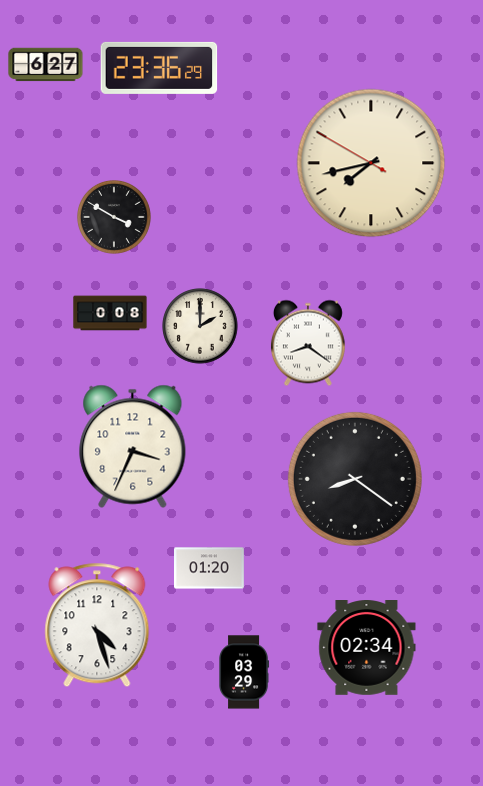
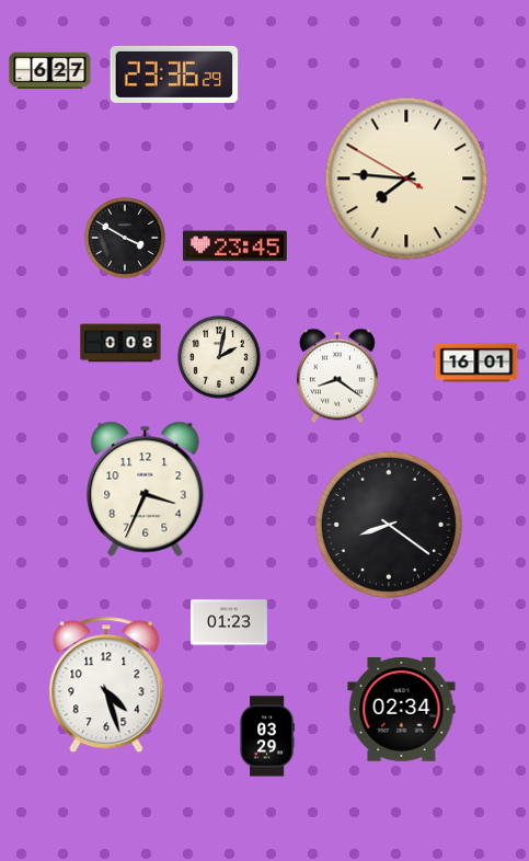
clock at (371, 163): 7:42 -> 7:45
clock at (234, 246): none -> 23:45
clock at (200, 326): 2:00 -> 2:02
clock at (476, 363): none -> 16:01
clock at (210, 568): 01:20 -> 01:23
